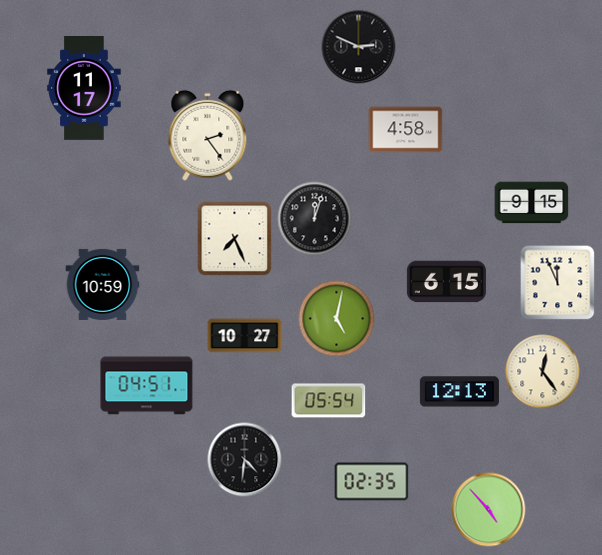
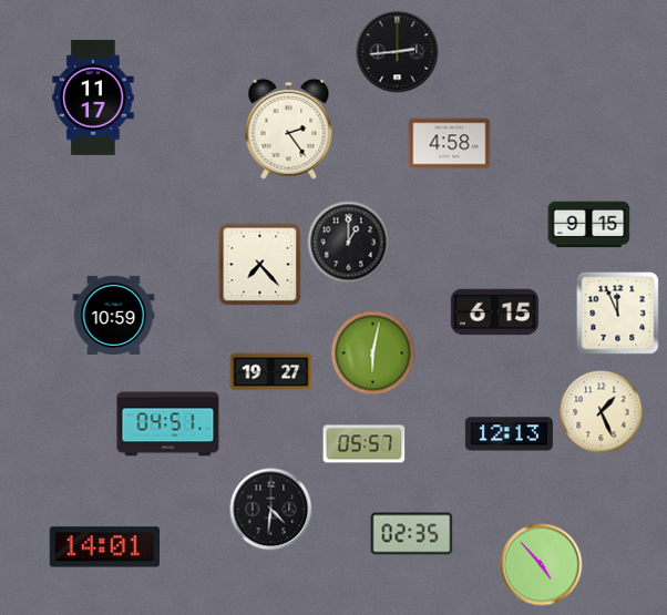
clock at (359, 47): 2:49 -> 2:44
clock at (208, 135) position: (208, 135) -> (289, 129)
clock at (315, 219): 12:03 -> 1:00
clock at (235, 239): 7:26 -> 7:23
clock at (337, 319): 5:02 -> 6:02
clock at (245, 336): 10:27 -> 19:27
clock at (543, 372): 12:24 -> 1:26
clock at (147, 386) position: (147, 386) -> (168, 424)
clock at (329, 401): 05:54 -> 05:57
clock at (104, 547): none -> 14:01
